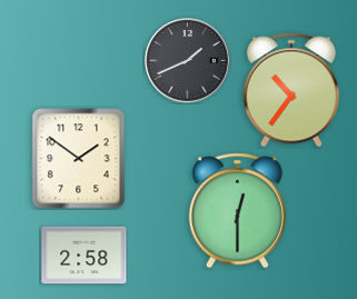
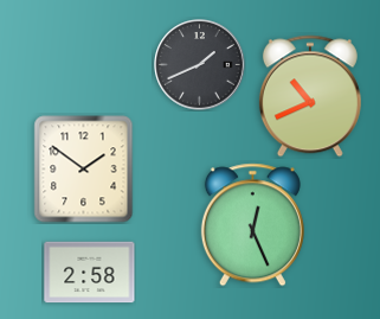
clock at (291, 90): 10:36 -> 10:41
clock at (237, 211): 12:30 -> 12:26
